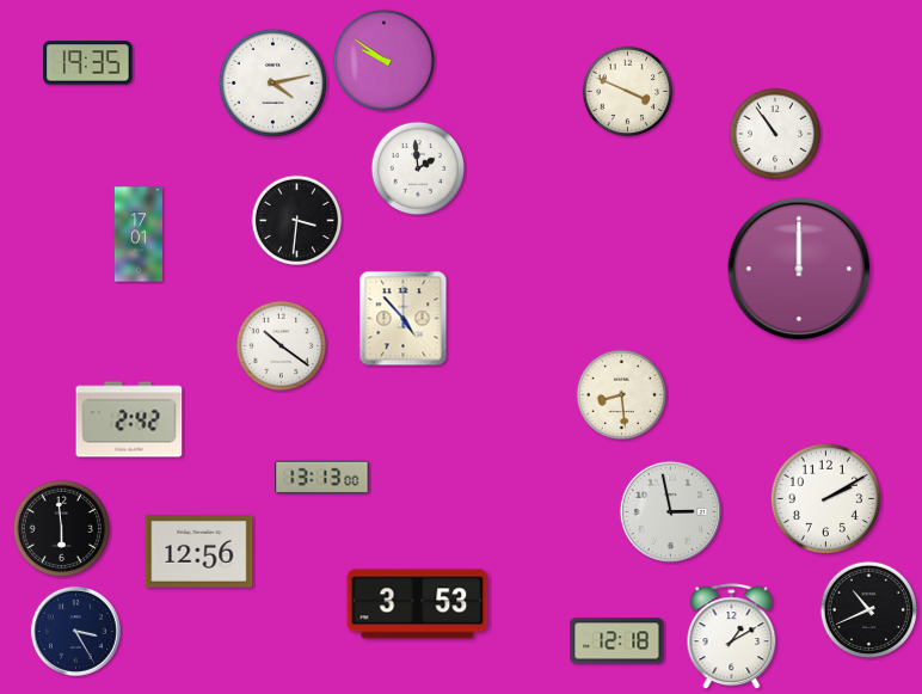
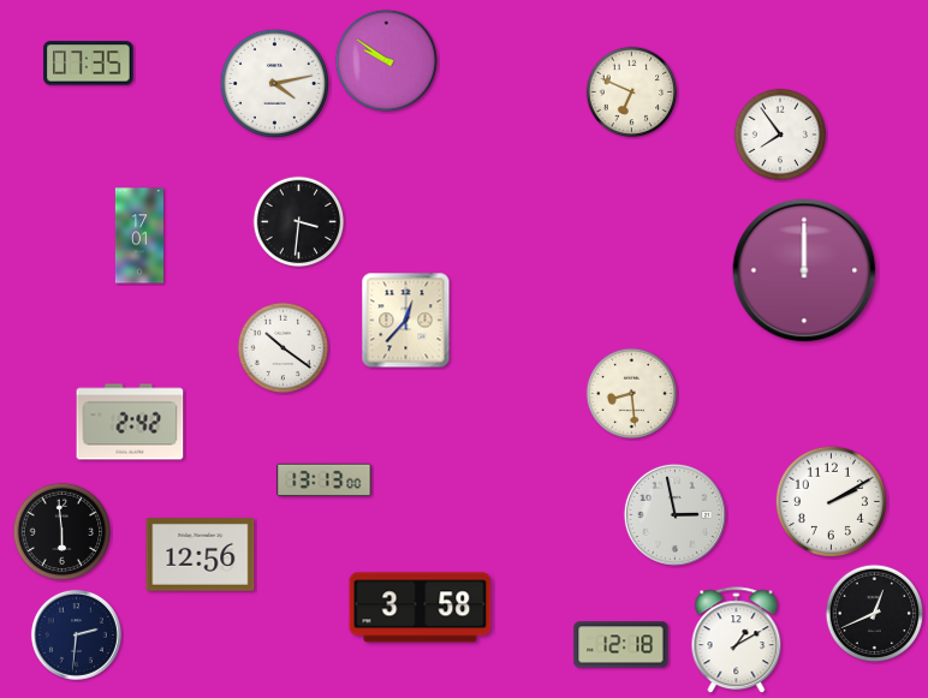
clock at (88, 63): 19:35 -> 07:35
clock at (628, 92): 3:49 -> 6:49
clock at (775, 134): 10:54 -> 7:54
clock at (418, 168): 1:59 -> none
clock at (404, 319): 4:53 -> 12:37
clock at (622, 395) position: (622, 395) -> (632, 394)
clock at (418, 604): 3:53 -> 3:58
clock at (869, 610): 10:41 -> 12:41
clock at (75, 631): 3:25 -> 2:31
